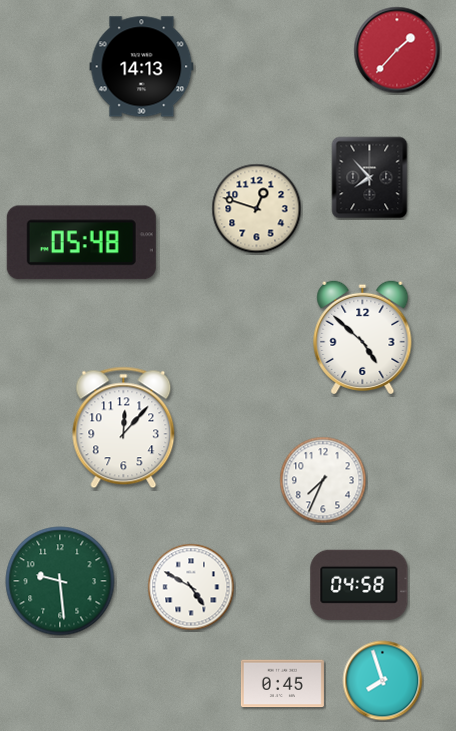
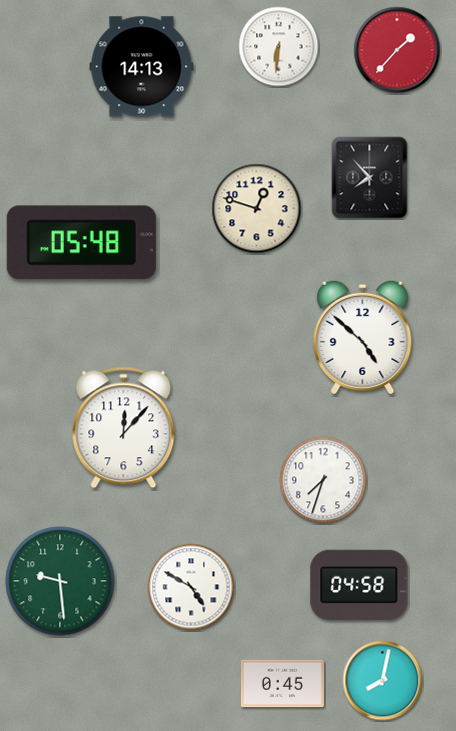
clock at (279, 47): none -> 6:31
clock at (323, 480): 7:34 -> 7:33
clock at (383, 681): 7:57 -> 8:02
